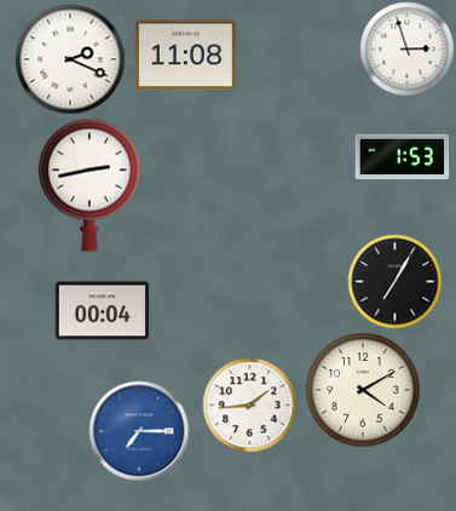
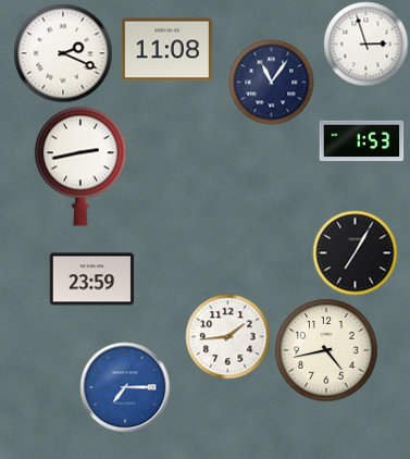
clock at (271, 82): none -> 11:06
clock at (102, 311): 00:04 -> 23:59
clock at (363, 390): 4:10 -> 4:43
clock at (249, 404) position: (249, 404) -> (227, 336)
